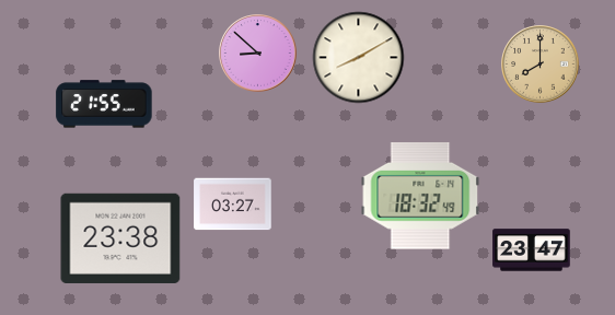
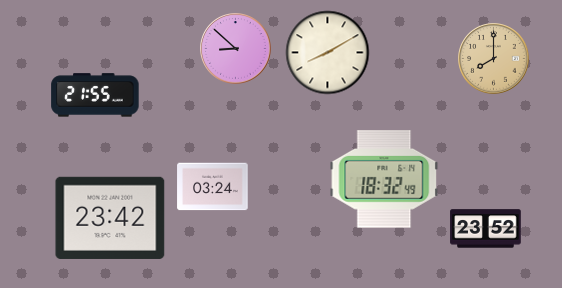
clock at (233, 205): 03:27 -> 03:24
clock at (120, 238): 23:38 -> 23:42
clock at (532, 250): 23:47 -> 23:52
